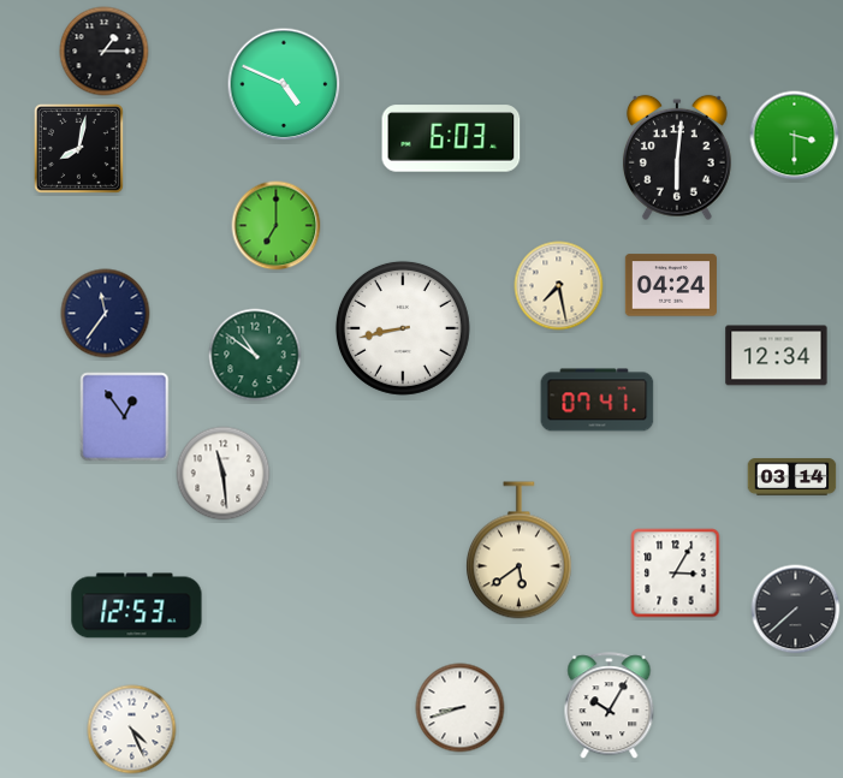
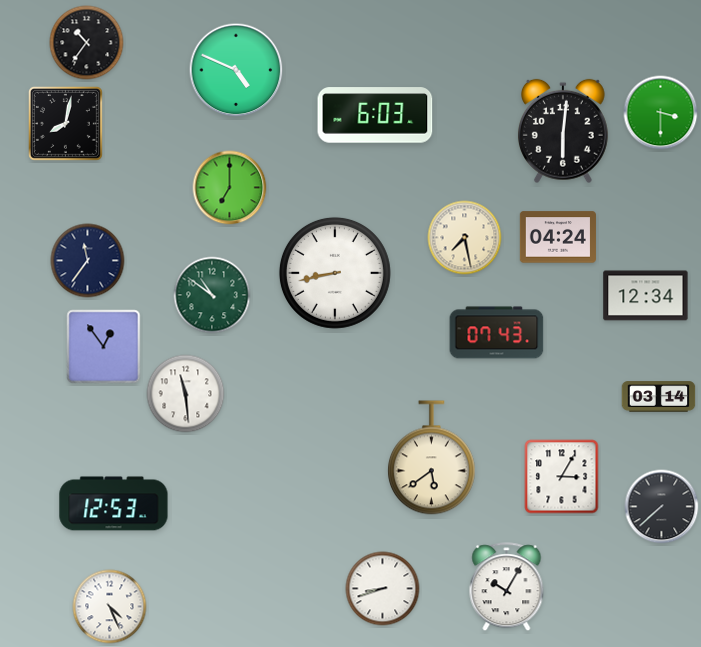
clock at (105, 52): 1:15 -> 10:36
clock at (598, 400): 07:41 -> 07:43
